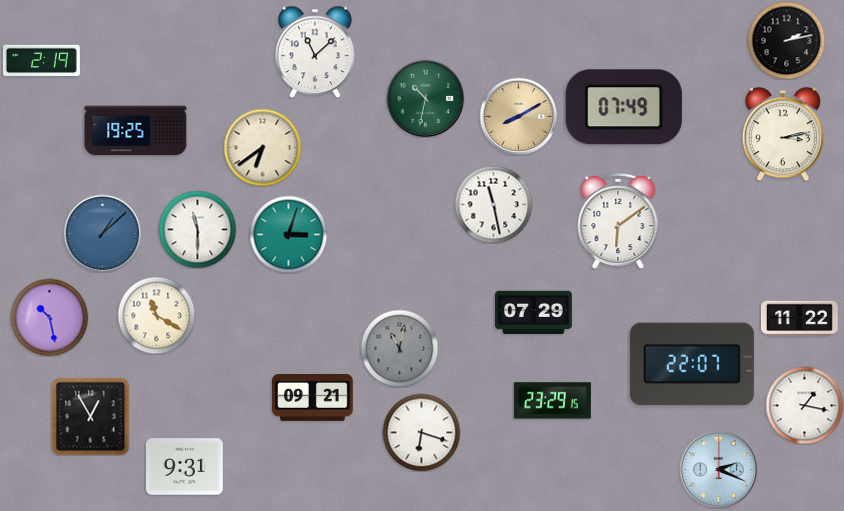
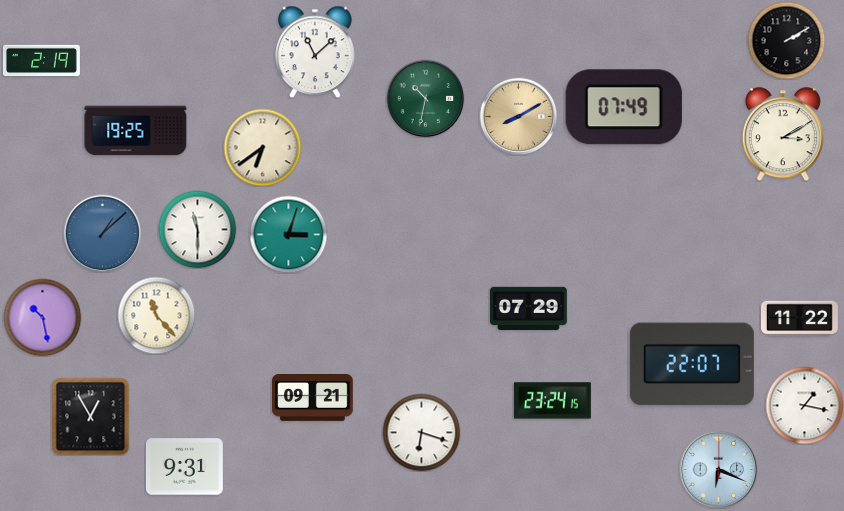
clock at (786, 40): 2:13 -> 2:10
clock at (783, 134): 3:13 -> 3:10
clock at (493, 204): 11:28 -> none
clock at (618, 221): 6:09 -> none
clock at (533, 312) position: (533, 312) -> (528, 308)
clock at (156, 315): 11:20 -> 11:23
clock at (49, 317) position: (49, 317) -> (42, 317)
clock at (399, 348): 11:02 -> none
clock at (552, 401): 23:29 -> 23:24
clock at (718, 469): 2:19 -> 6:19
